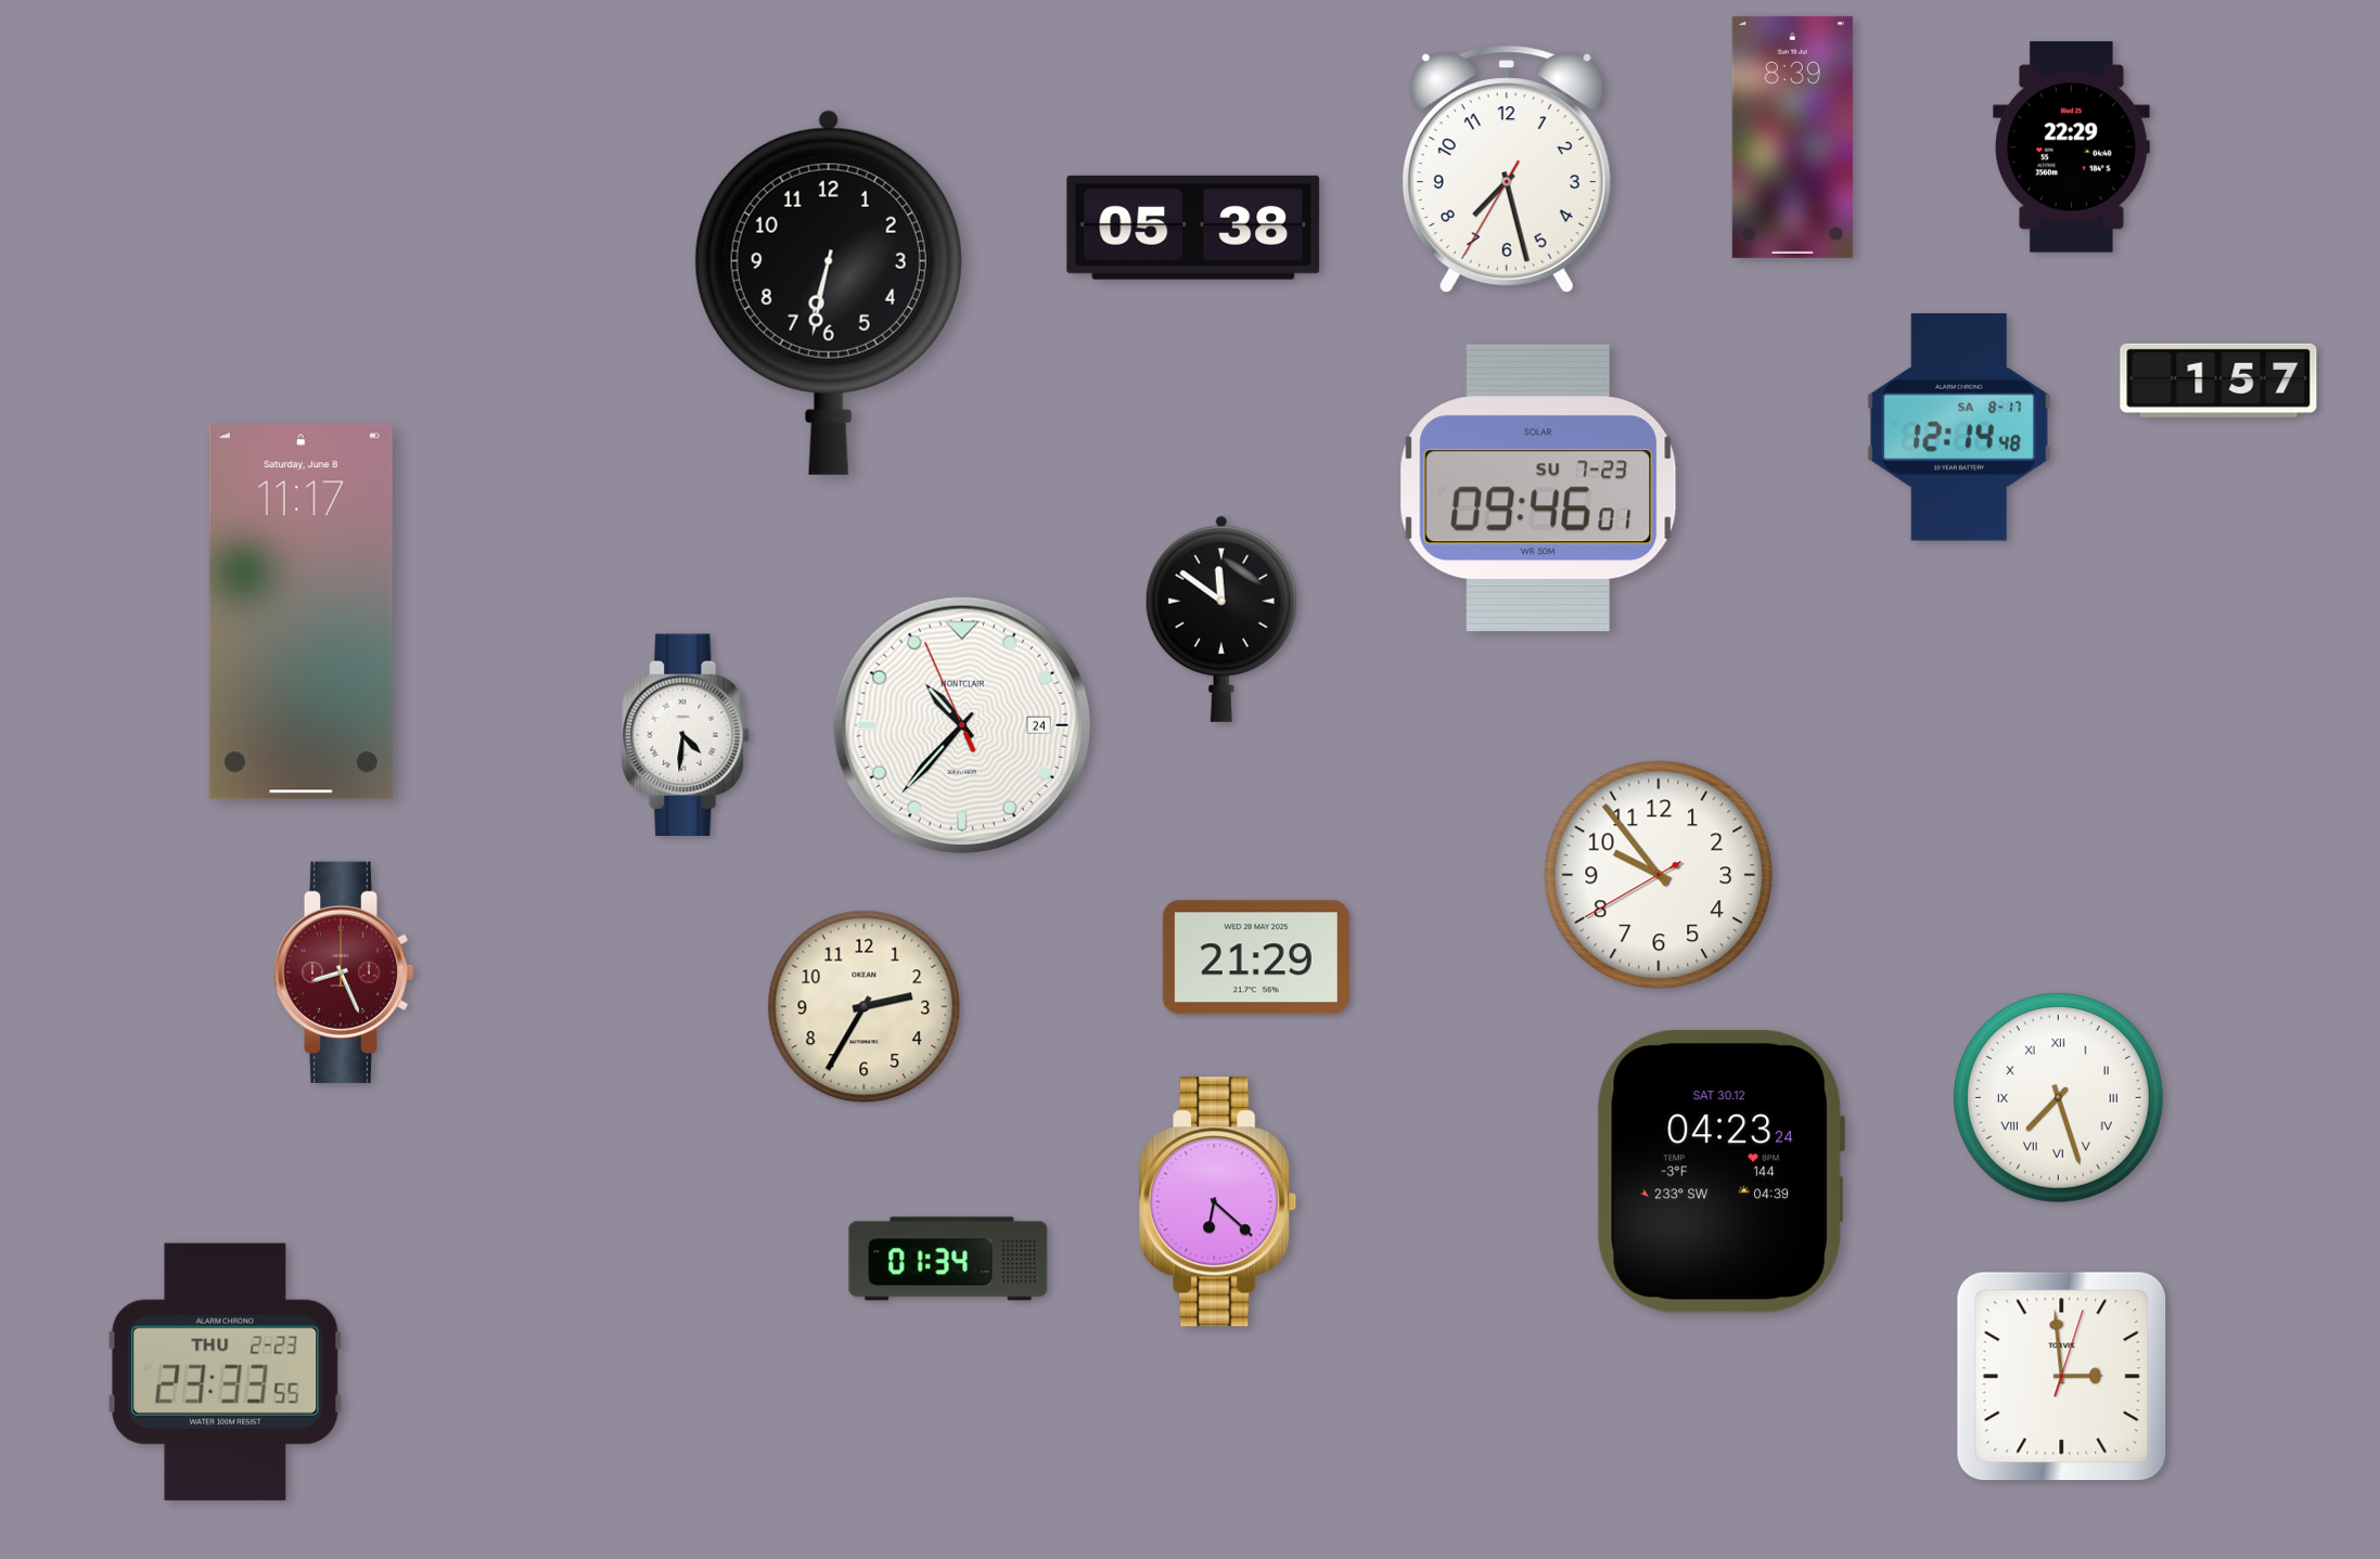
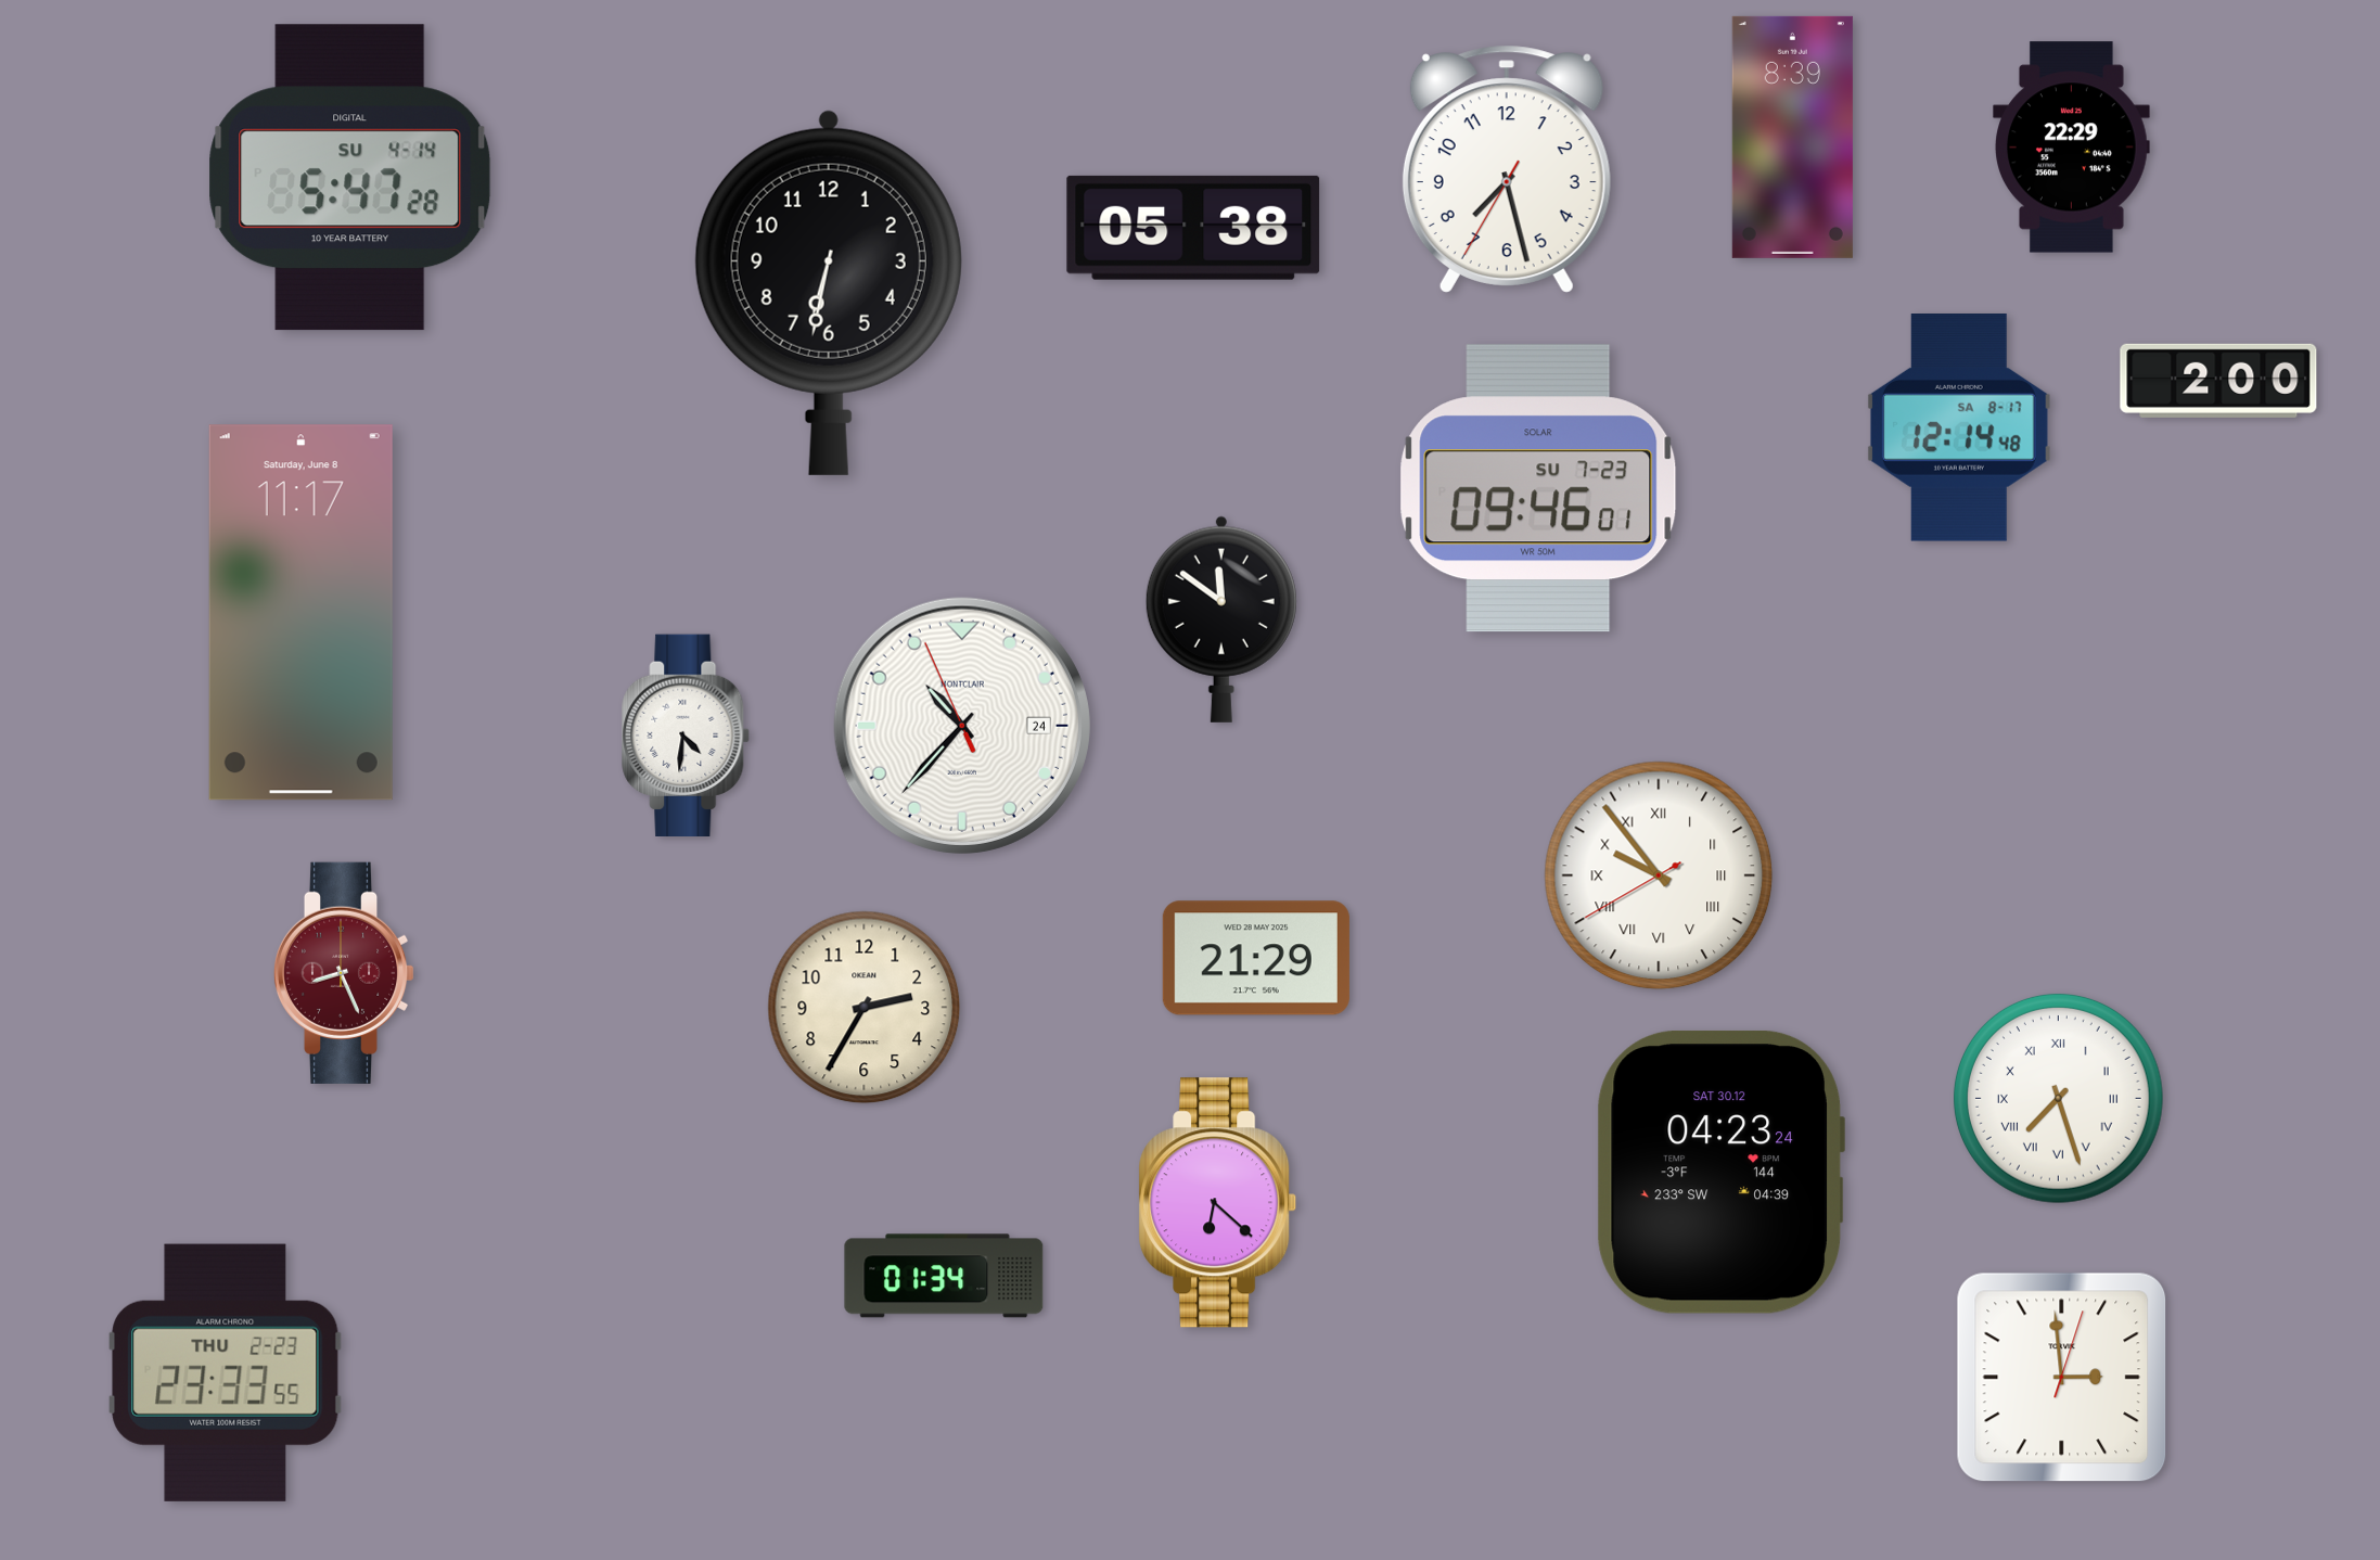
clock at (350, 178): none -> 5:47
clock at (2218, 381): 1:57 -> 2:00
clock at (1659, 875) numerals: Arabic -> Roman
clock at (948, 1259) position: (948, 1259) -> (944, 1276)
